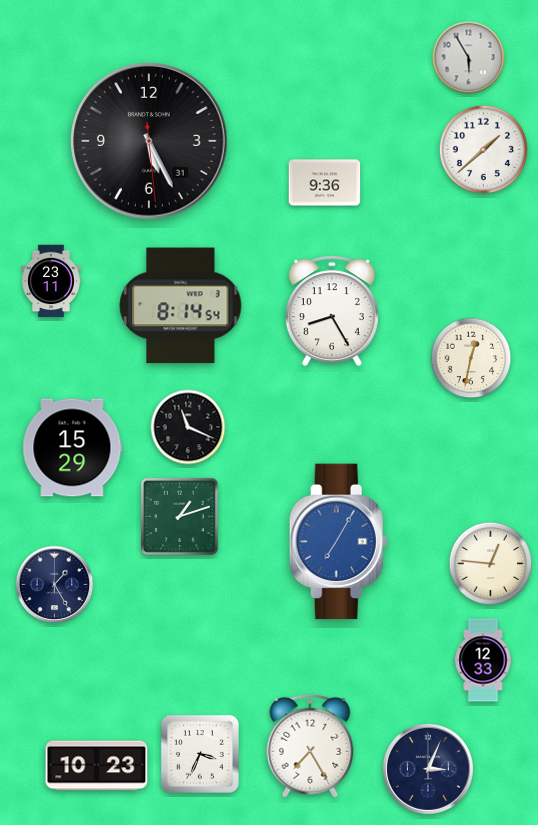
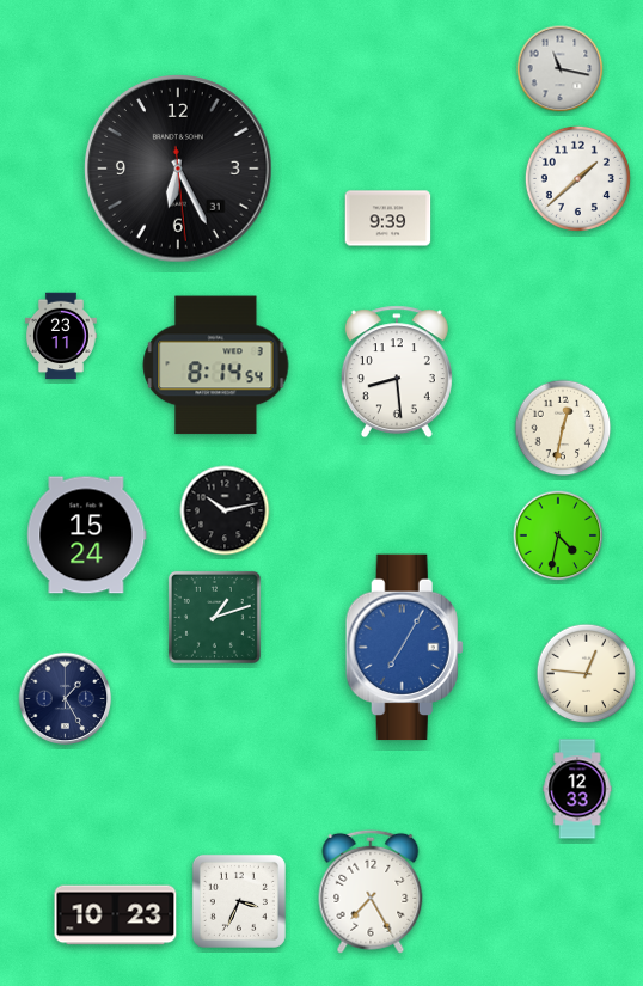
clock at (469, 58): 5:55 -> 11:17
clock at (149, 141): 5:25 -> 6:25
clock at (325, 183): 9:36 -> 9:39
clock at (332, 311): 8:25 -> 8:29
clock at (188, 427): 11:19 -> 10:13
clock at (73, 448): 15:29 -> 15:24
clock at (558, 535): none -> 4:32
clock at (428, 769): 3:04 -> none
